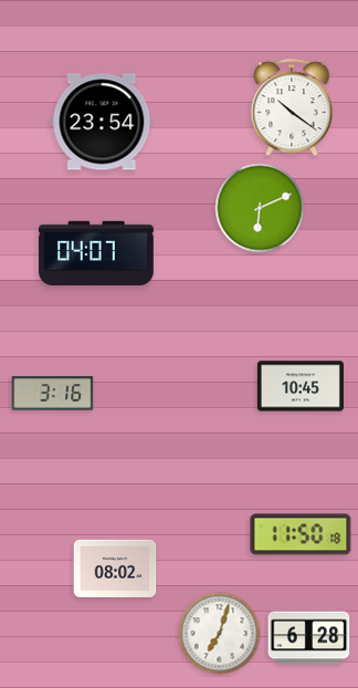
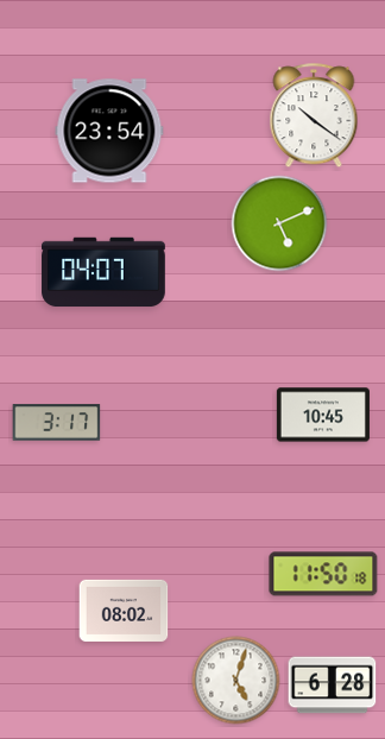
clock at (260, 208): 6:11 -> 5:11
clock at (53, 394): 3:16 -> 3:17
clock at (220, 634): 7:03 -> 5:03
